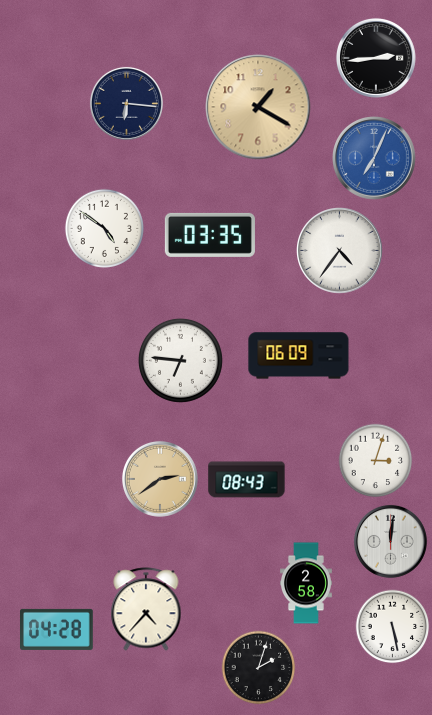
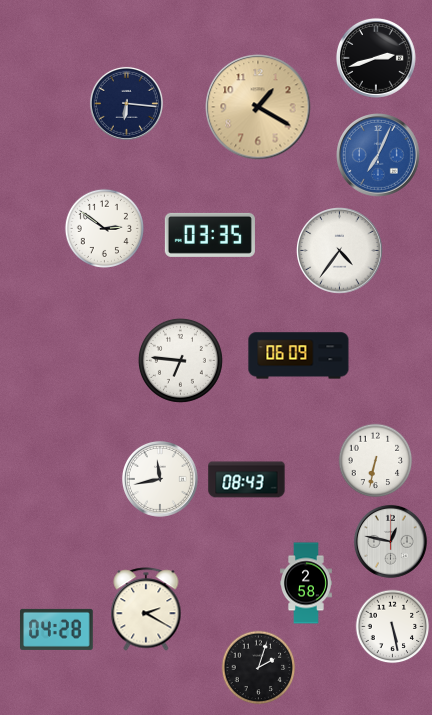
clock at (376, 58): 2:44 -> 2:42
clock at (375, 159) position: (375, 159) -> (379, 156)
clock at (104, 228): 4:51 -> 2:51
clock at (376, 461): 3:03 -> 6:32
clock at (160, 479): 2:39 -> 11:43
clock at (160, 479) dial: champagne -> white
clock at (390, 541): 12:01 -> 12:47
clock at (146, 609): 4:37 -> 2:20
